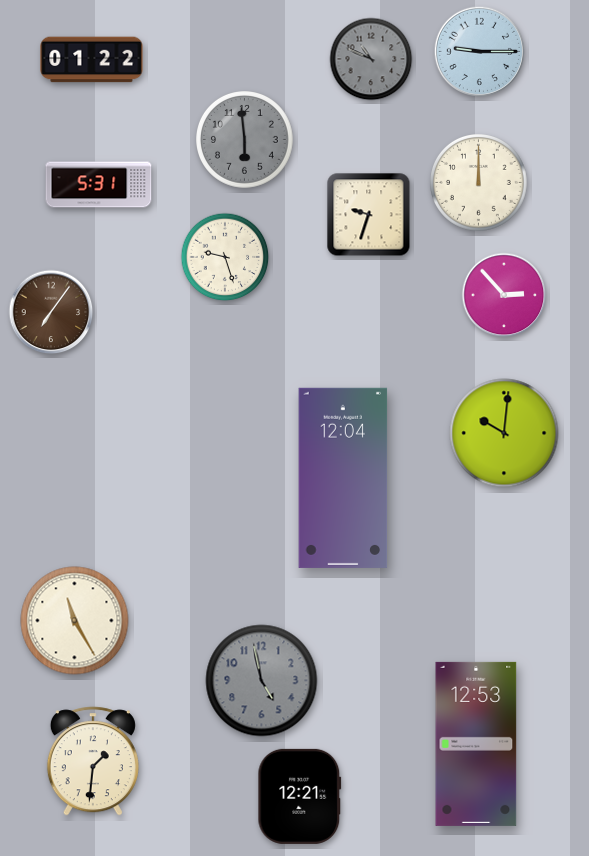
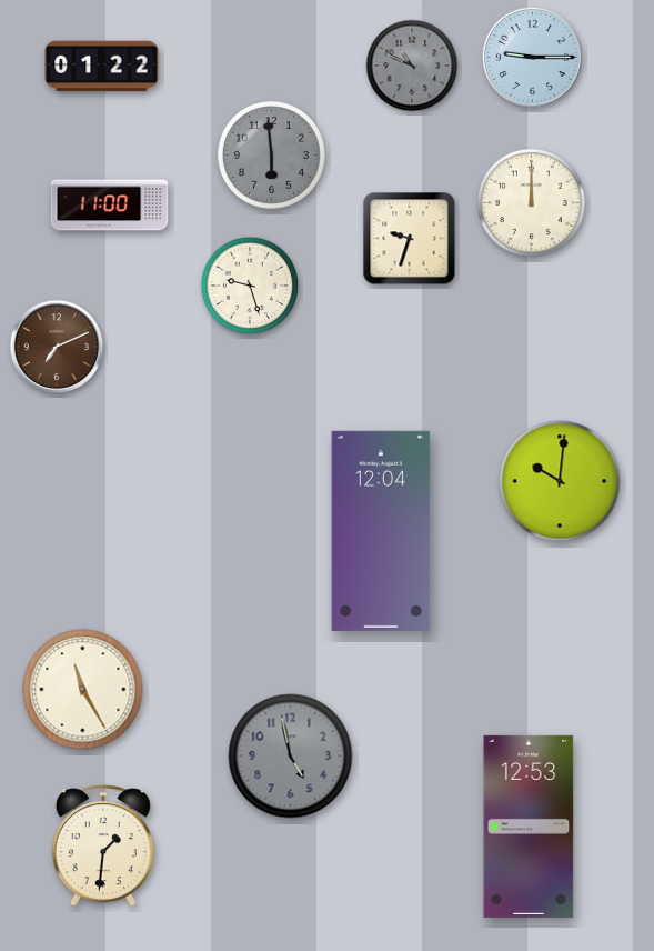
clock at (99, 185): 5:31 -> 11:00
clock at (504, 295): 2:53 -> none
clock at (51, 312): 7:06 -> 7:11
clock at (300, 796): 12:21 -> none
